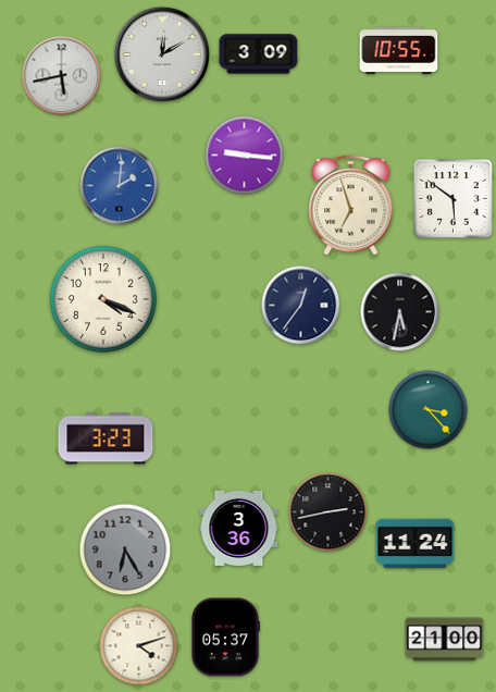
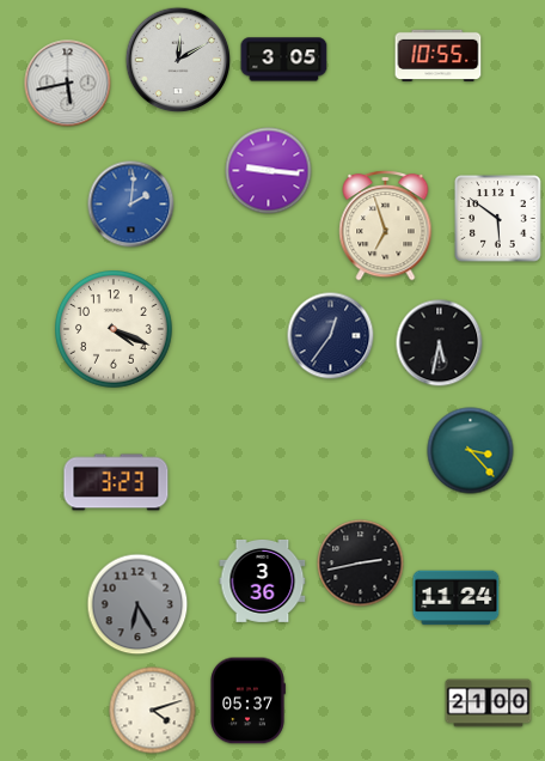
clock at (259, 54): 3:09 -> 3:05
